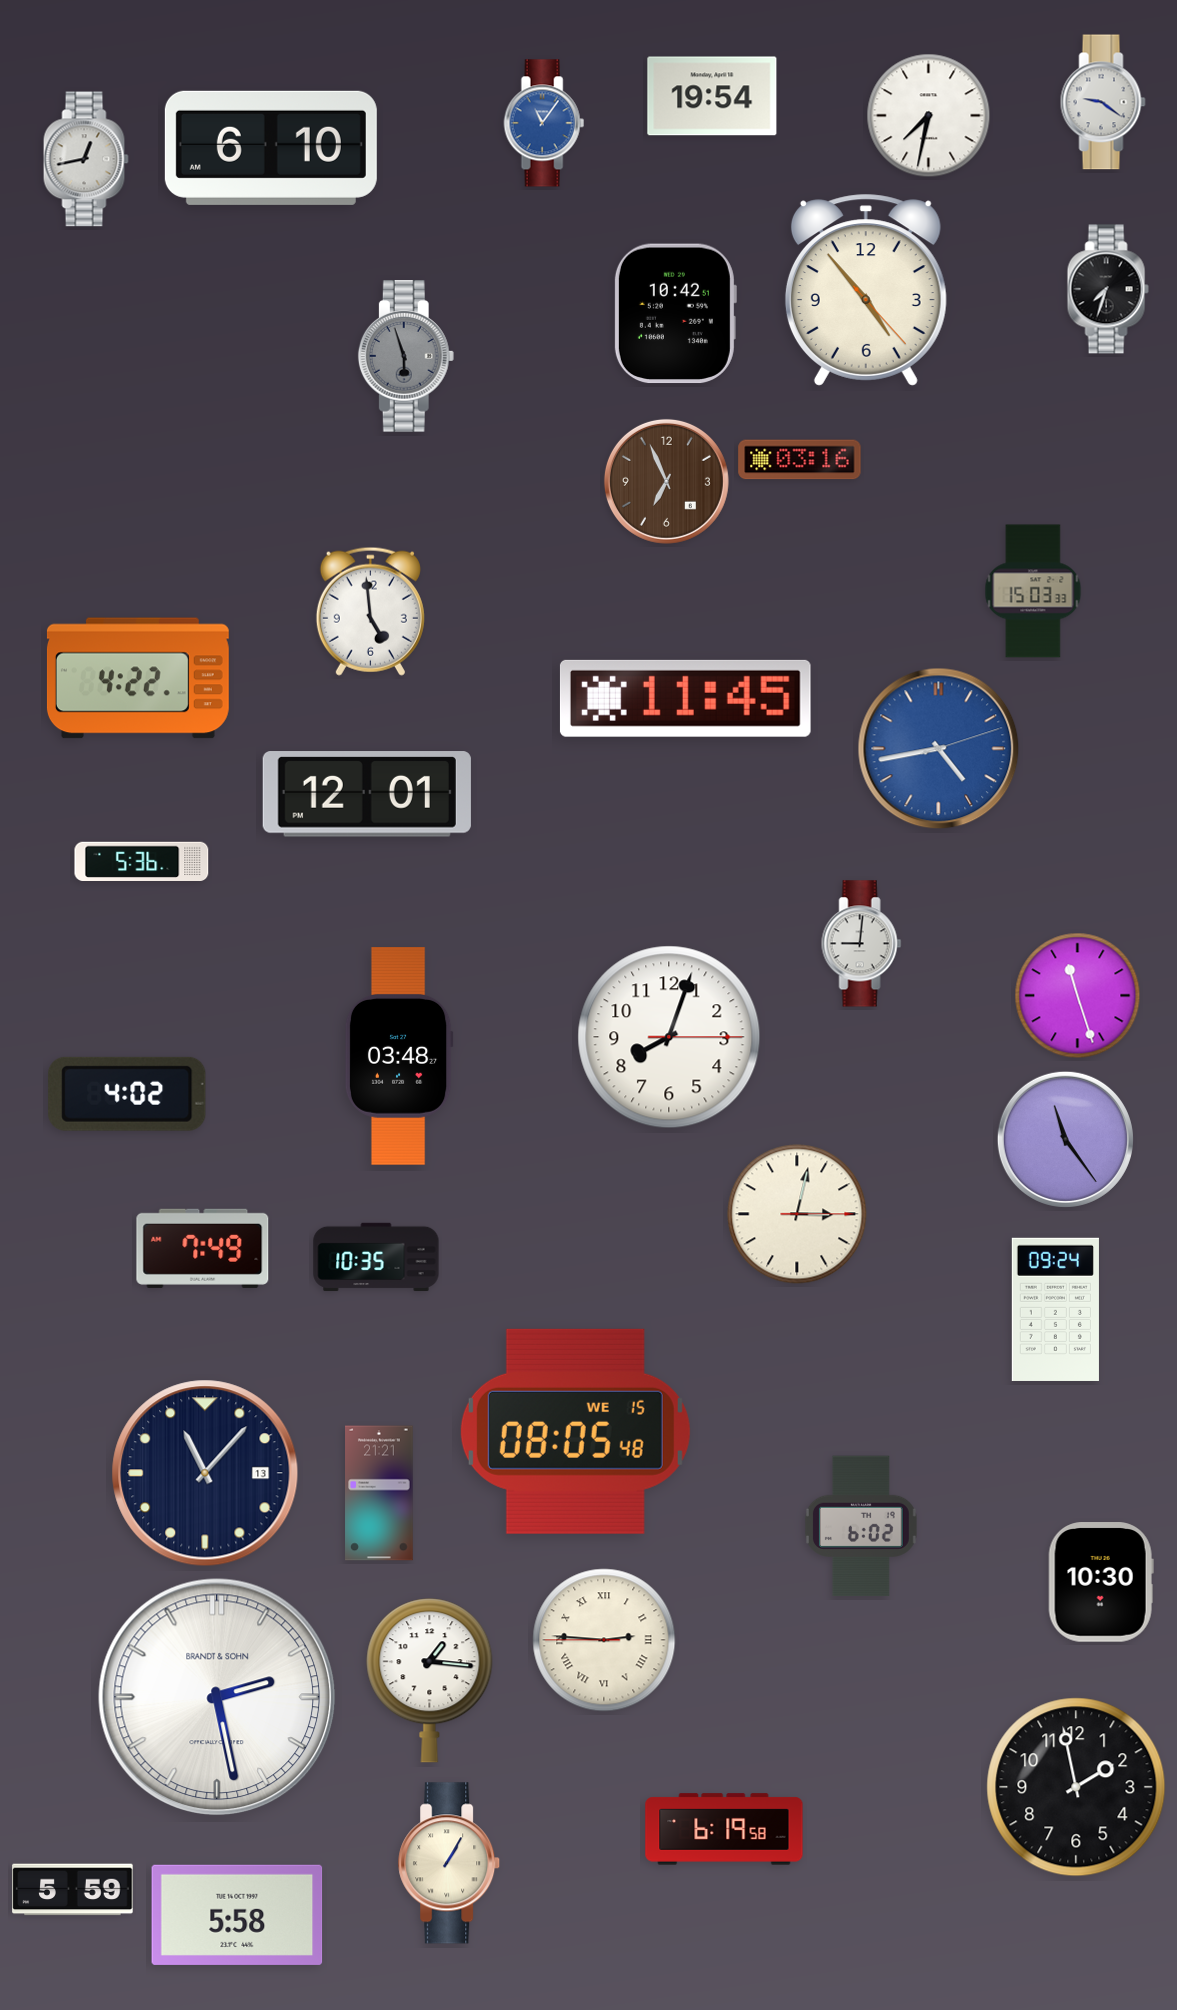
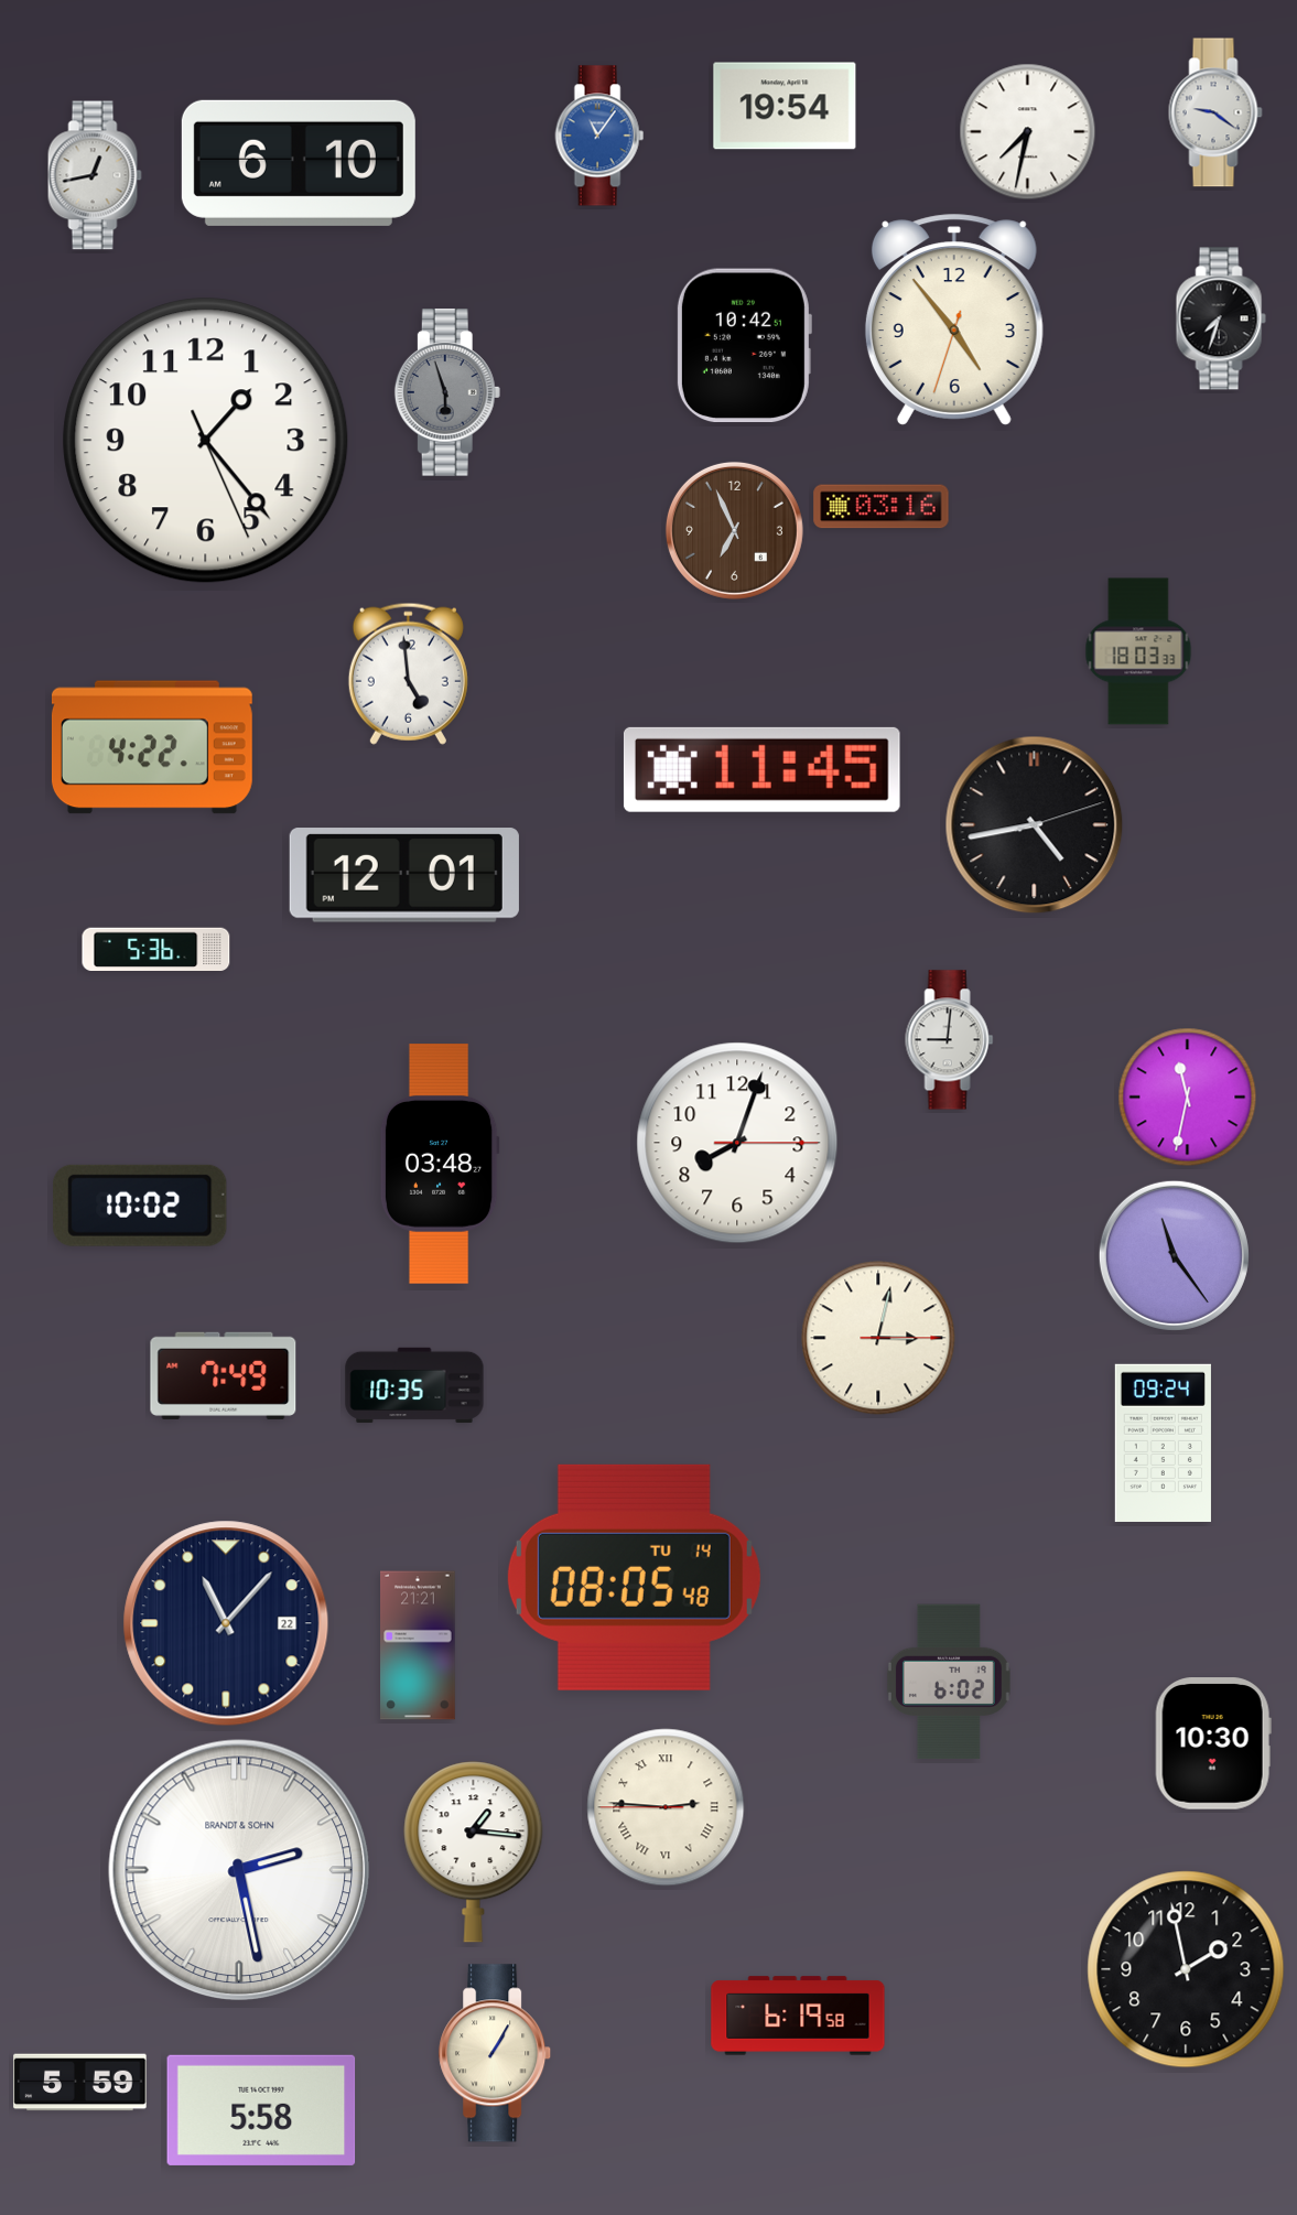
clock at (929, 116) position: (929, 116) -> (1028, 132)
clock at (866, 290): 4:53:23 -> 4:53:33
clock at (206, 441): none -> 1:23
clock at (1033, 591): 15:03 -> 18:03
clock at (685, 698) position: (685, 698) -> (761, 769)
clock at (939, 749) dial: blue -> black
clock at (1078, 996): 11:27 -> 11:32
clock at (127, 1094): 4:02 -> 10:02
clock at (575, 1431) date: WE 15 -> TU 14
clock at (205, 1473) date: 13 -> 22
